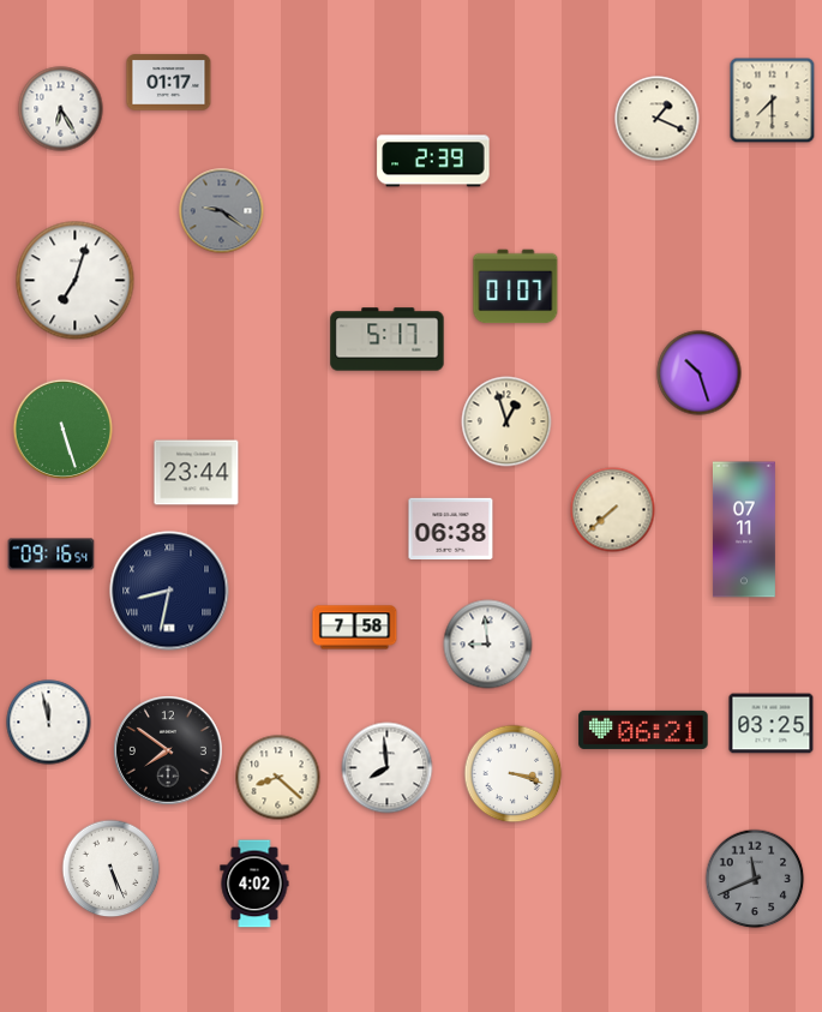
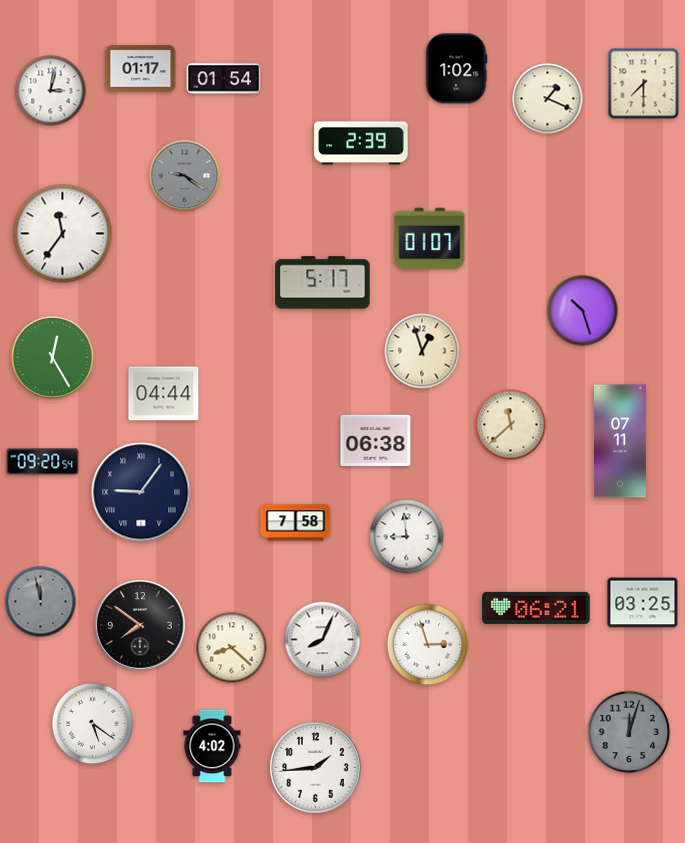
clock at (456, 69): none -> 1:02
clock at (224, 79): none -> 01:54
clock at (61, 109): 6:25 -> 3:02
clock at (433, 161) position: (433, 161) -> (361, 143)
clock at (76, 281): 7:03 -> 11:36
clock at (62, 429): 5:27 -> 12:25
clock at (197, 473): 23:44 -> 04:44
clock at (613, 510): 7:38 -> 11:38
clock at (52, 555): 09:16 -> 09:20
clock at (169, 591): 8:32 -> 9:06
clock at (49, 723) dial: white -> grey
clock at (388, 768): 7:59 -> 8:04
clock at (514, 774): 3:18 -> 2:57
clock at (112, 869): 5:26 -> 5:21
clock at (755, 879): 11:41 -> 12:03
clock at (254, 884) position: (254, 884) -> (212, 746)
clock at (316, 768): none -> 1:44
